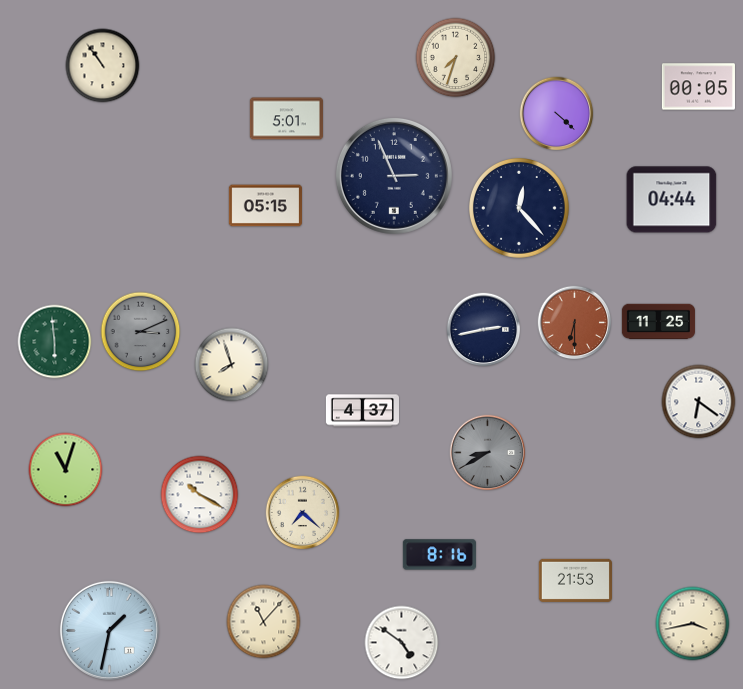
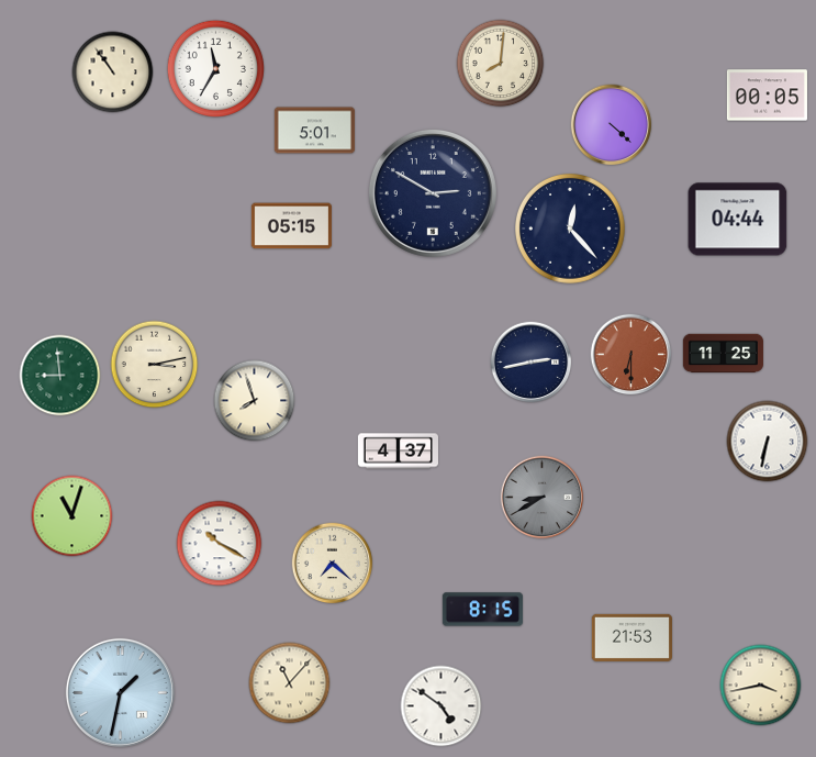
clock at (456, 58): 7:33 -> 8:01
clock at (215, 68): none -> 11:35
clock at (394, 176): 2:56 -> 2:50
clock at (141, 332): 3:11 -> 3:13
clock at (141, 332) dial: grey -> cream
clock at (55, 342): 5:59 -> 8:59
clock at (699, 402): 6:21 -> 6:32
clock at (488, 453) position: (488, 453) -> (543, 498)
clock at (439, 555): 8:16 -> 8:15
